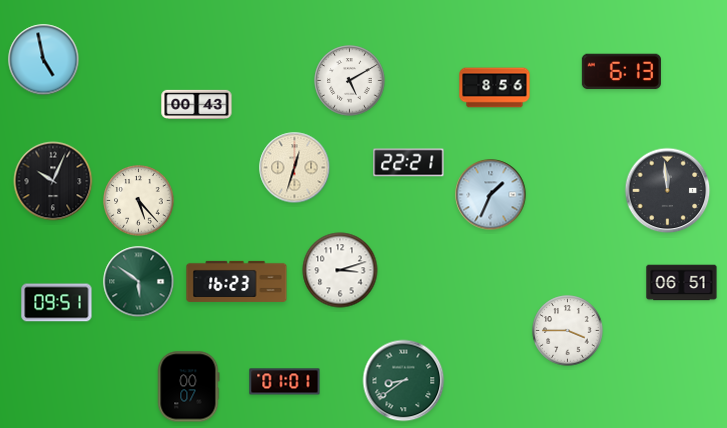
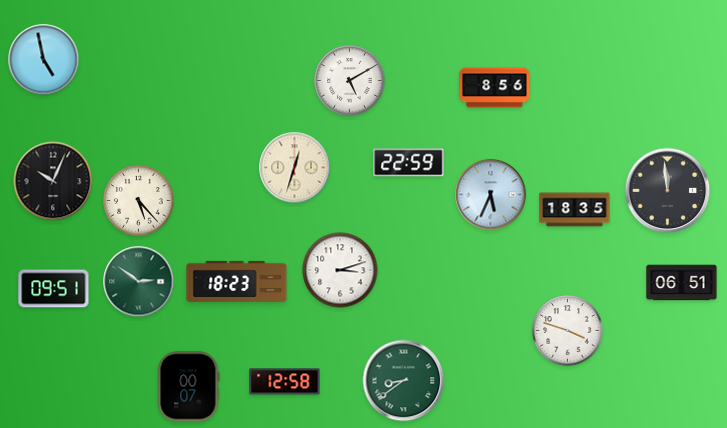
clock at (621, 72): 6:13 -> none
clock at (197, 104): 00:43 -> none
clock at (409, 163): 22:21 -> 22:59
clock at (491, 195): 1:34 -> 5:34
clock at (575, 210): none -> 18:35
clock at (237, 281): 16:23 -> 18:23
clock at (139, 282): 5:51 -> 2:51
clock at (57, 303) position: (57, 303) -> (54, 289)
clock at (568, 331): 3:45 -> 3:48
clock at (285, 382): 01:01 -> 12:58
